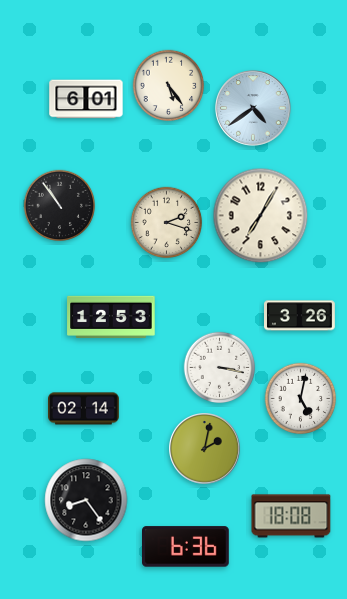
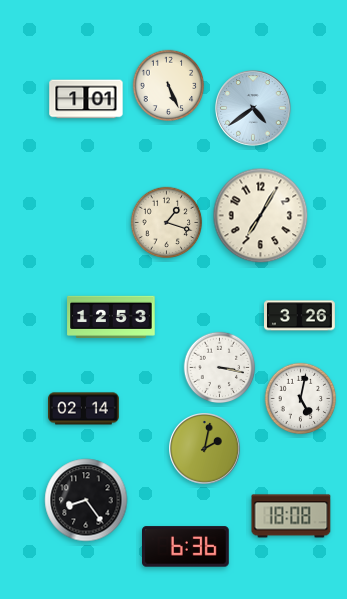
clock at (169, 86): 5:24 -> 5:26
clock at (86, 99): 6:01 -> 1:01
clock at (60, 206): 10:54 -> none
clock at (167, 223): 2:18 -> 1:18
